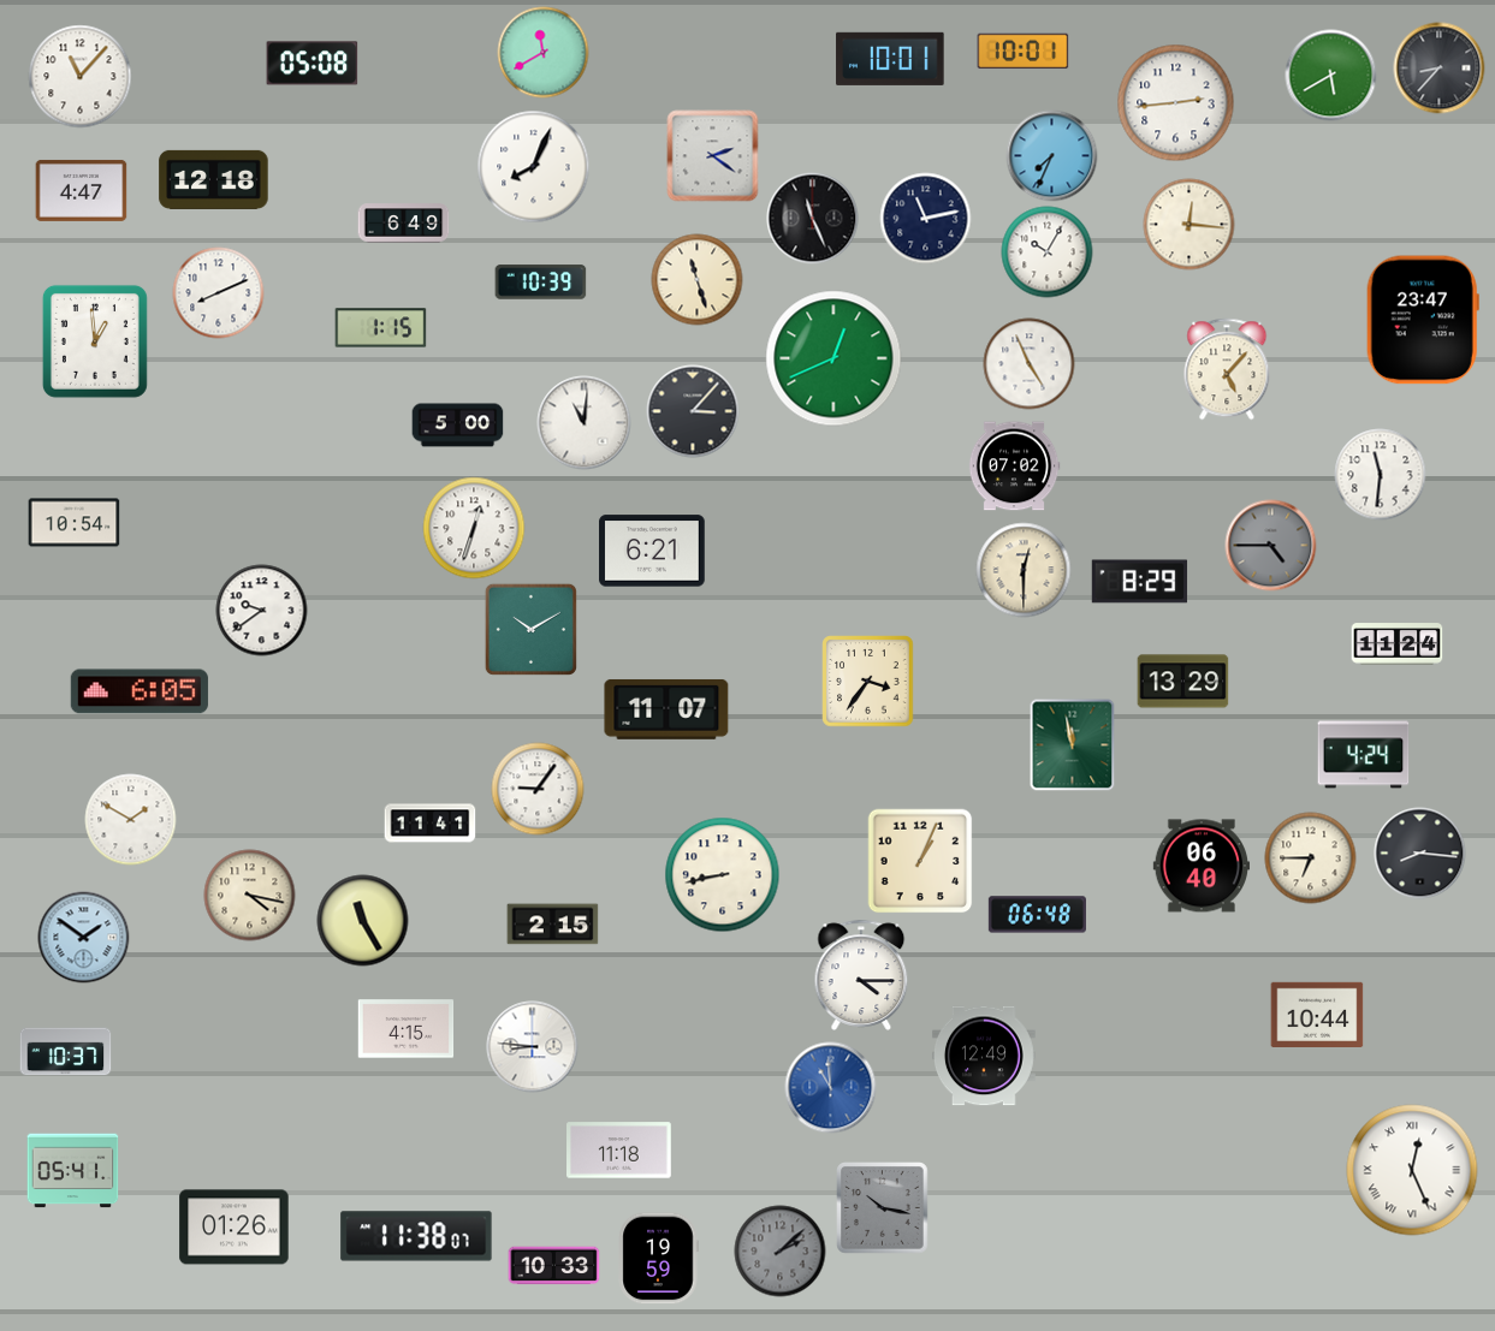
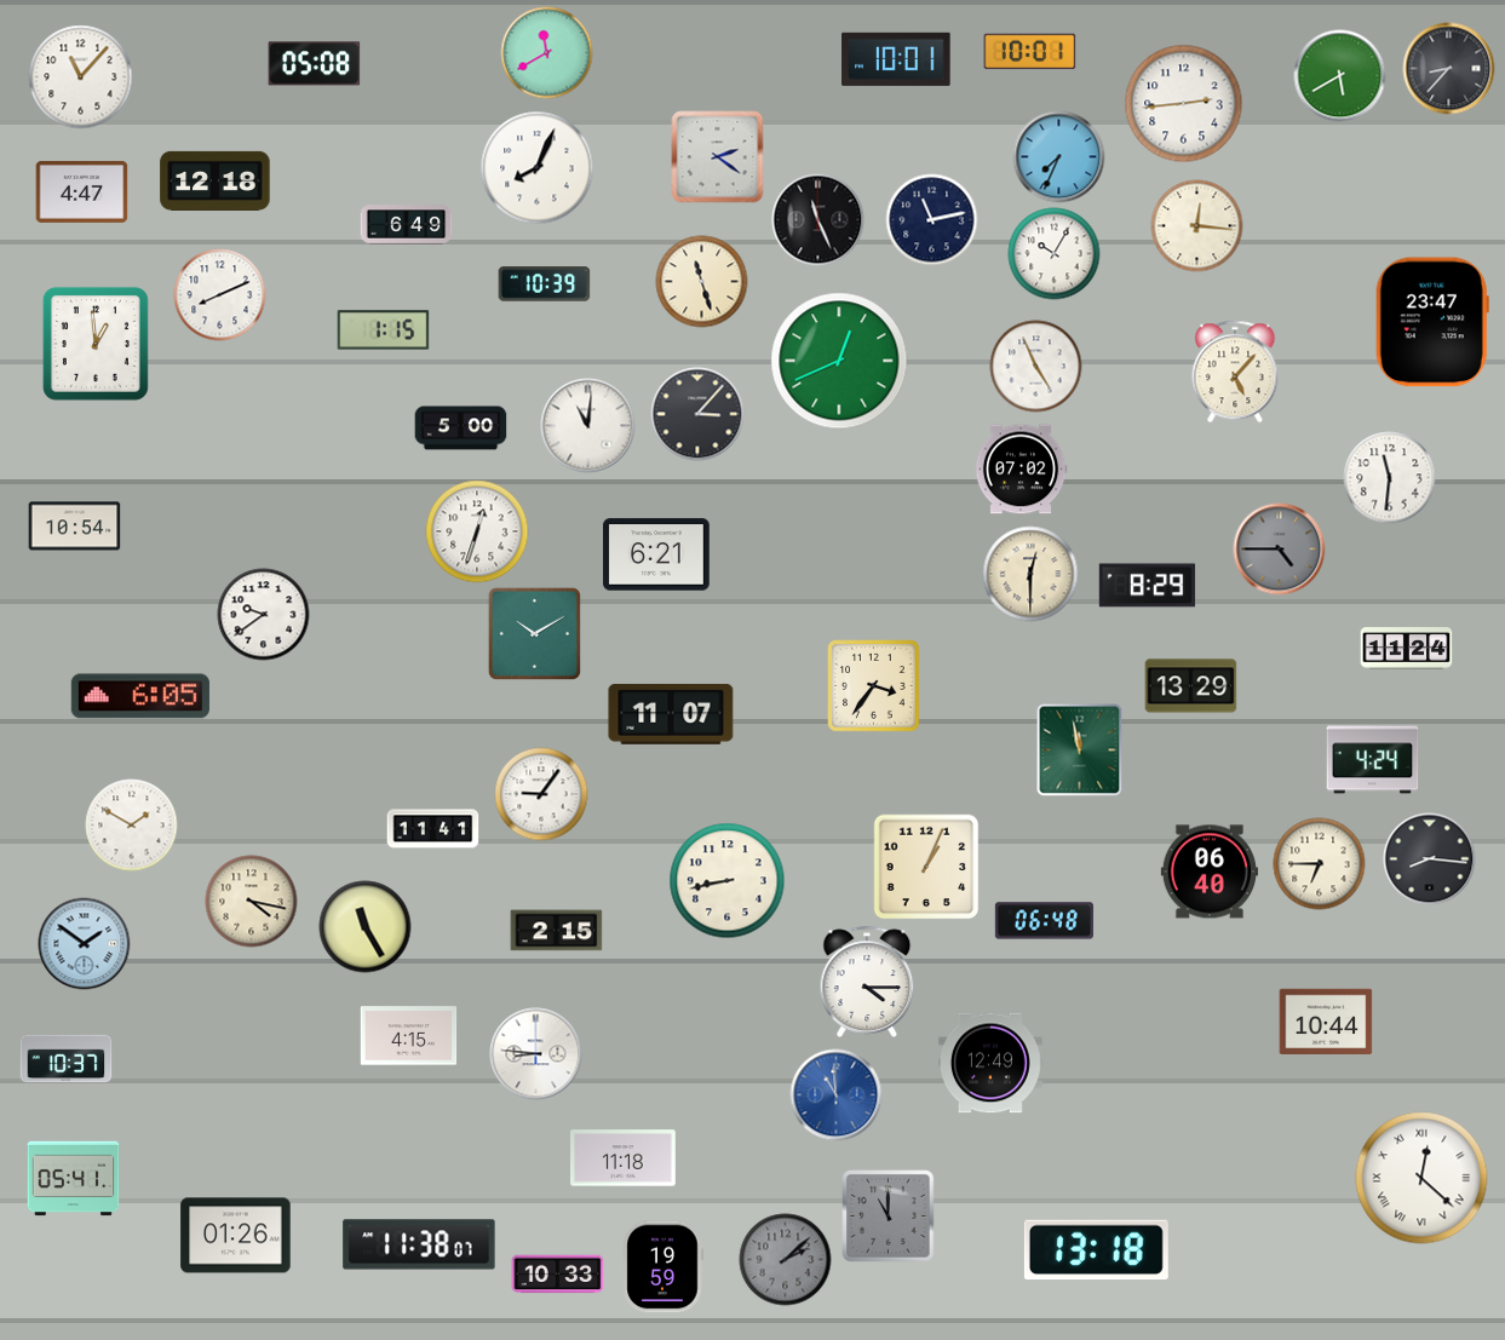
clock at (1412, 1170): 12:26 -> 12:22
clock at (883, 1208): 10:17 -> 11:00
clock at (1096, 1250): none -> 13:18
